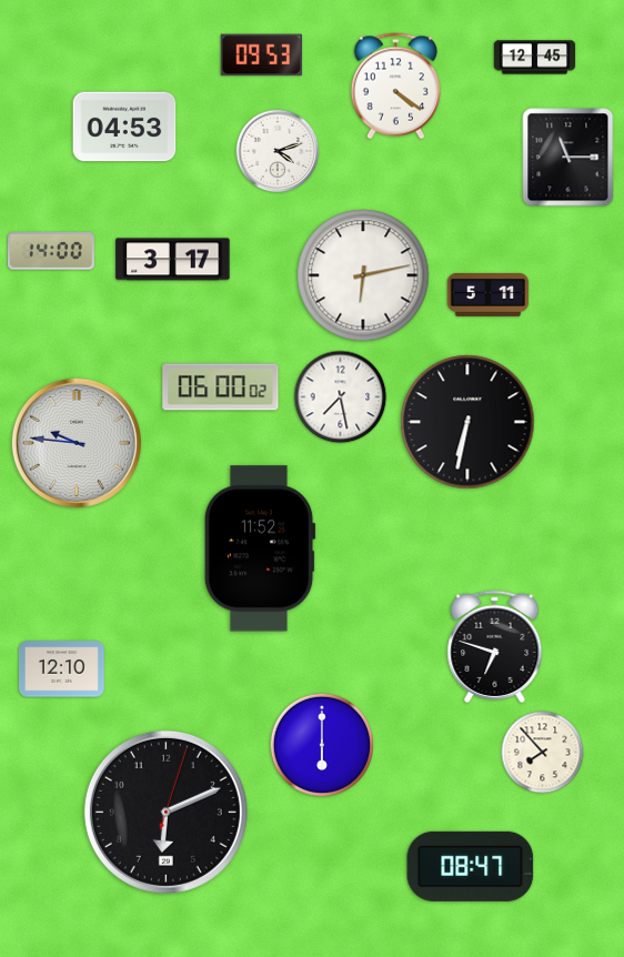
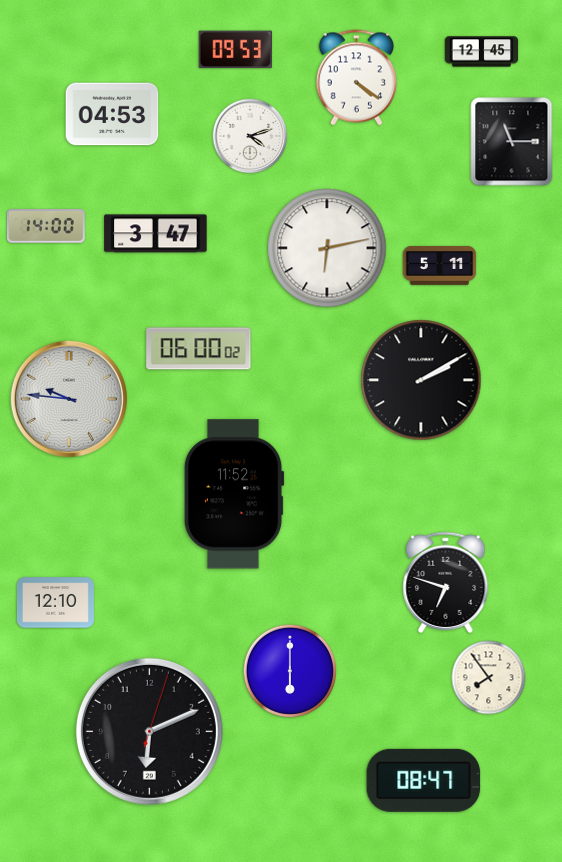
clock at (173, 260): 3:17 -> 3:47
clock at (341, 397): 7:28 -> none
clock at (467, 422): 6:32 -> 2:10
clock at (543, 753): 7:53 -> 7:54
